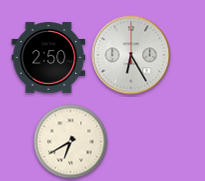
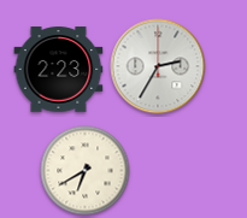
clock at (131, 55): 6:25 -> 2:35
clock at (49, 58): 2:50 -> 2:23
